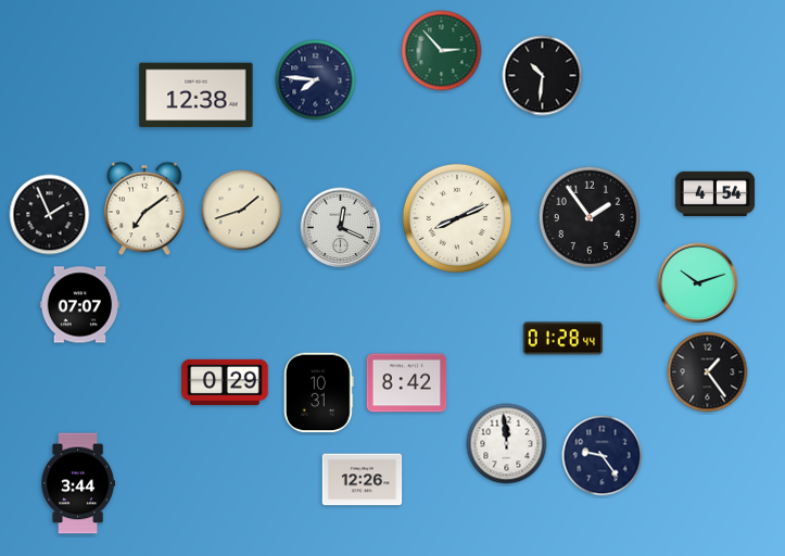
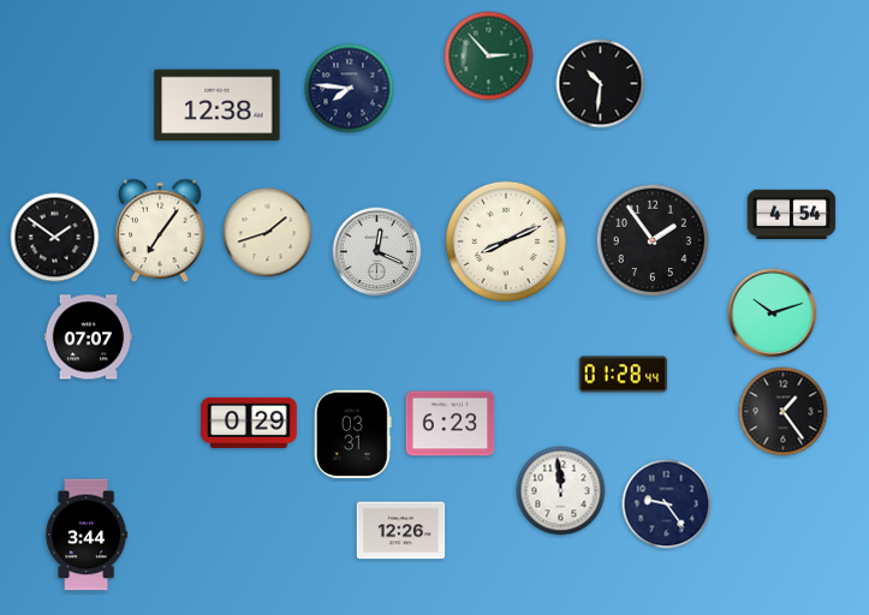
clock at (144, 208): 7:09 -> 7:06
clock at (50, 215): 1:56 -> 1:51
clock at (407, 383): 8:42 -> 6:23
clock at (318, 393): 10:31 -> 03:31
